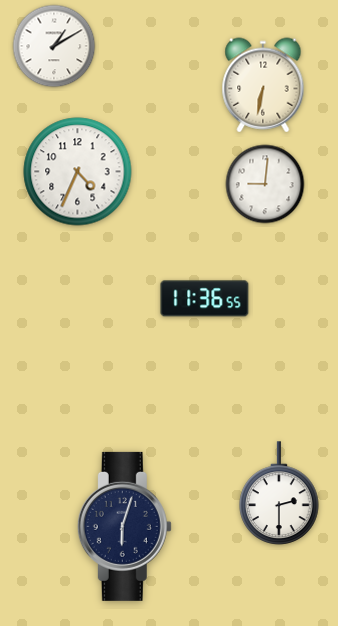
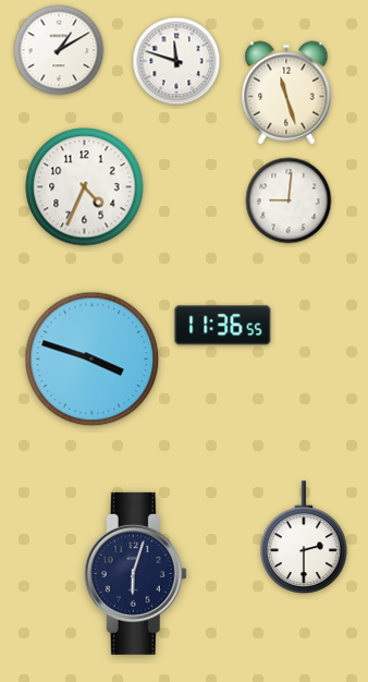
clock at (176, 61): none -> 11:48
clock at (263, 85): 6:32 -> 11:27
clock at (93, 360): none -> 3:48
